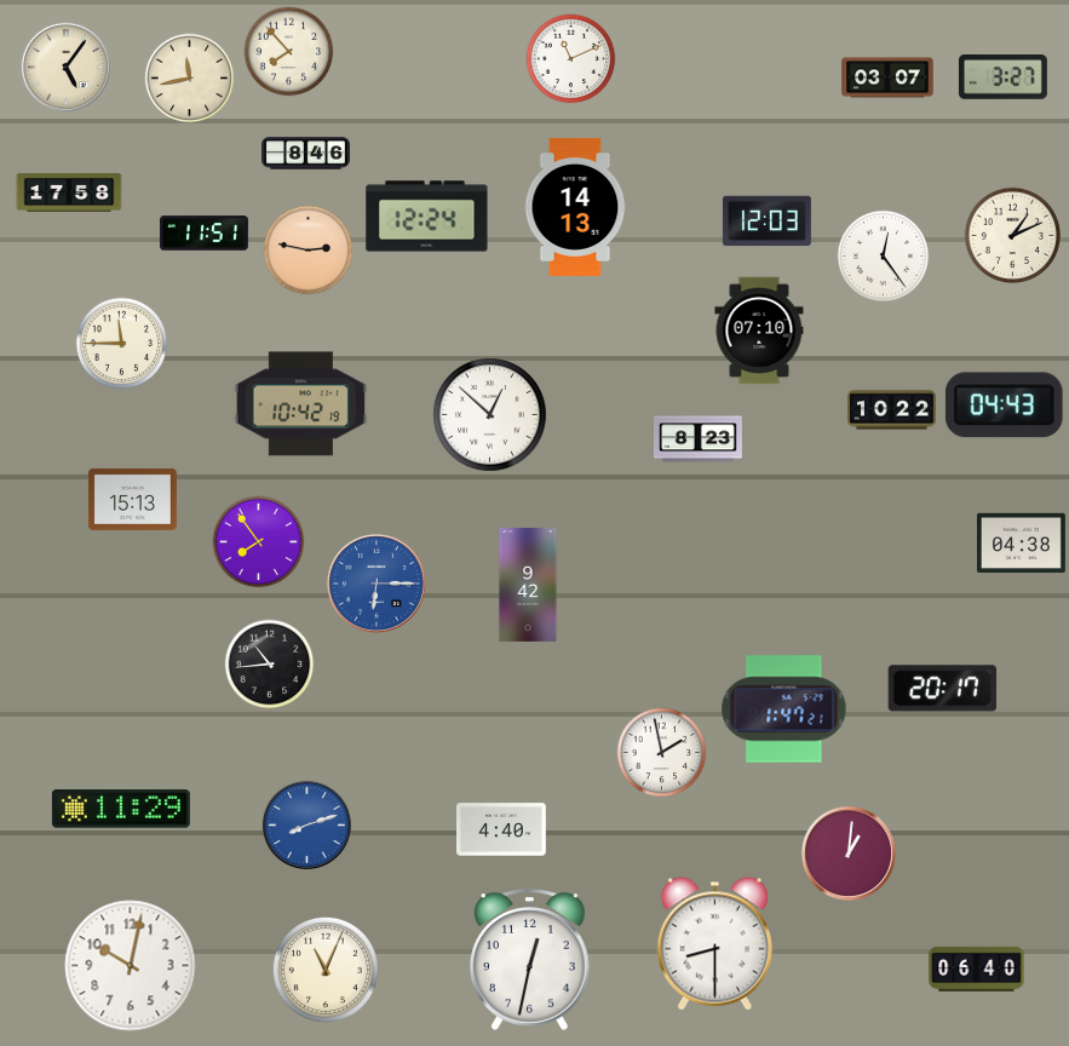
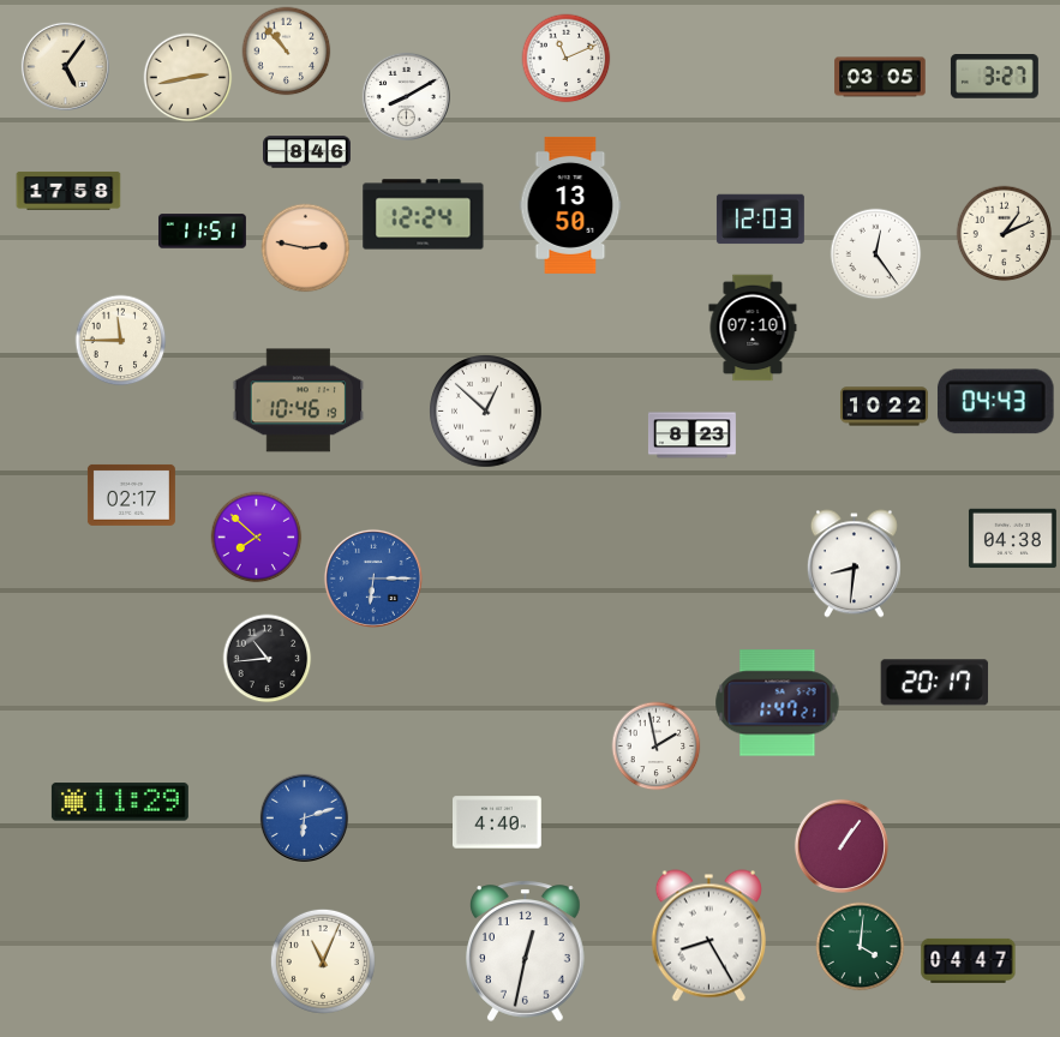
clock at (289, 52): 7:53 -> 10:53
clock at (887, 77): 03:07 -> 03:05
clock at (190, 79): 11:43 -> 2:43
clock at (406, 96): none -> 8:10
clock at (306, 154) position: (306, 154) -> (307, 152)
clock at (575, 207): 14:13 -> 13:50
clock at (301, 404): 10:42 -> 10:46
clock at (132, 499): 15:13 -> 02:17
clock at (259, 542): 7:54 -> 7:52
clock at (854, 564): none -> 8:31
clock at (528, 585): 9:42 -> none
clock at (306, 824): 8:12 -> 6:12
clock at (849, 854): 1:01 -> 1:06
clock at (714, 944): 8:30 -> 8:25
clock at (861, 947): none -> 4:01
clock at (131, 966): 10:02 -> none
clock at (977, 969): 06:40 -> 04:47
